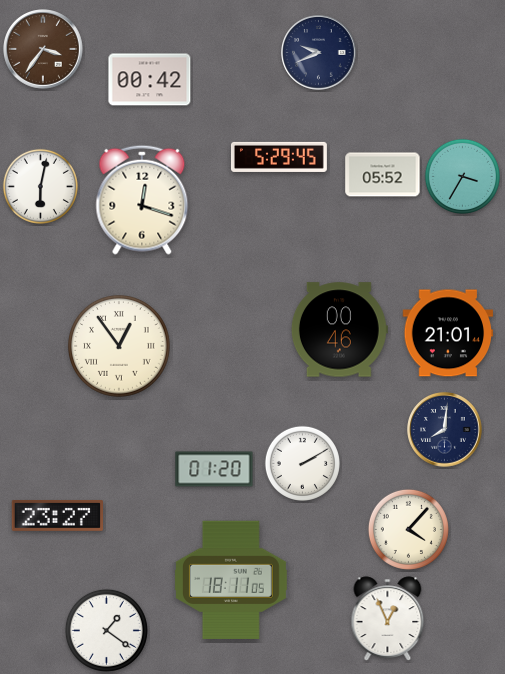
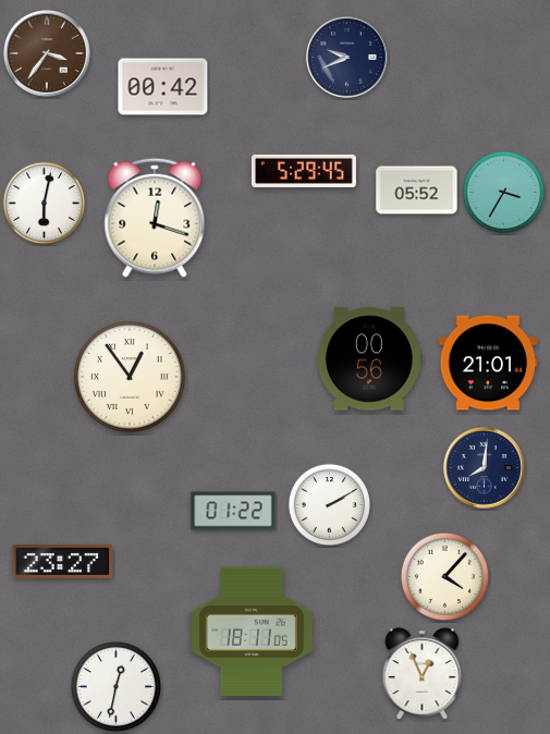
clock at (339, 330): 00:46 -> 00:56
clock at (214, 469): 01:20 -> 01:22
clock at (106, 630): 1:21 -> 12:32
